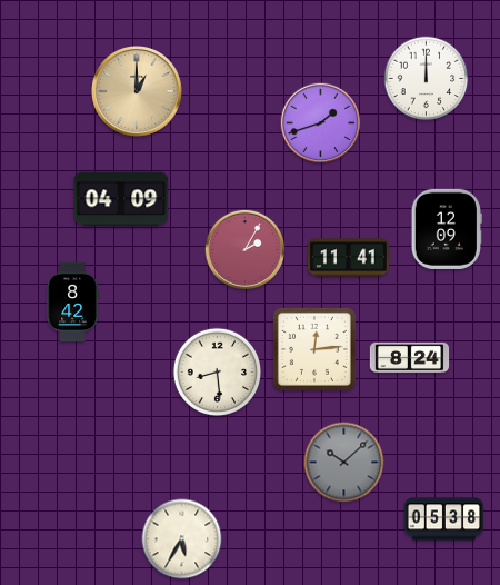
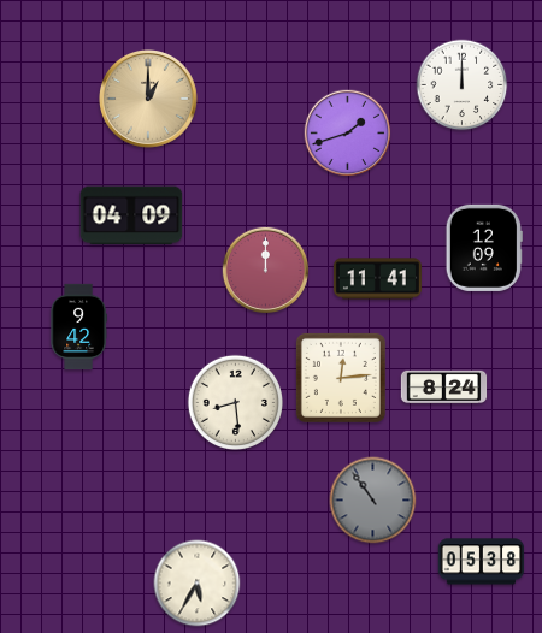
clock at (246, 250): 2:05 -> 12:00
clock at (72, 303): 8:42 -> 9:42
clock at (344, 463): 10:08 -> 10:54
